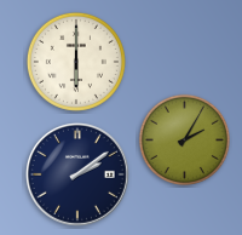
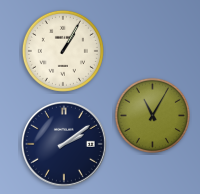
clock at (76, 62): 6:00 -> 1:05
clock at (184, 139): 2:05 -> 11:05
